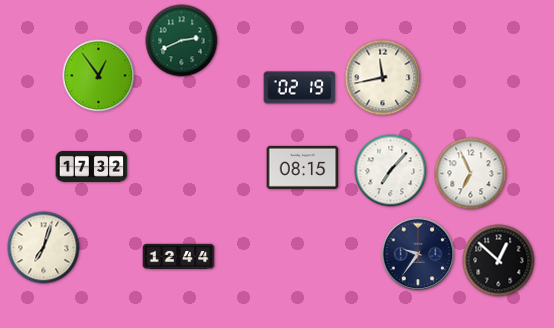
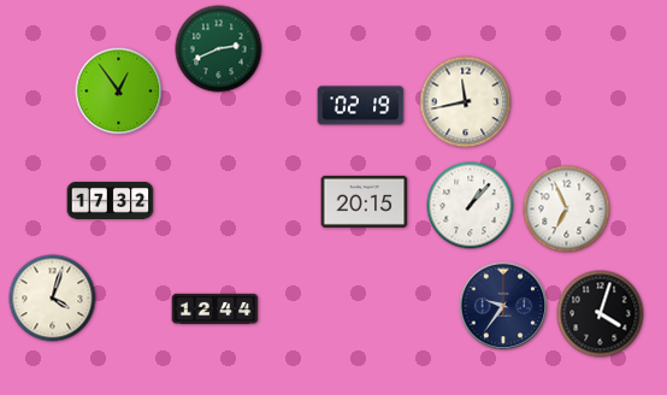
clock at (383, 78) position: (383, 78) -> (466, 102)
clock at (303, 167): 08:15 -> 20:15
clock at (391, 171): 7:07 -> 1:07
clock at (44, 248): 7:03 -> 4:03
clock at (499, 261): 12:52 -> 4:03
